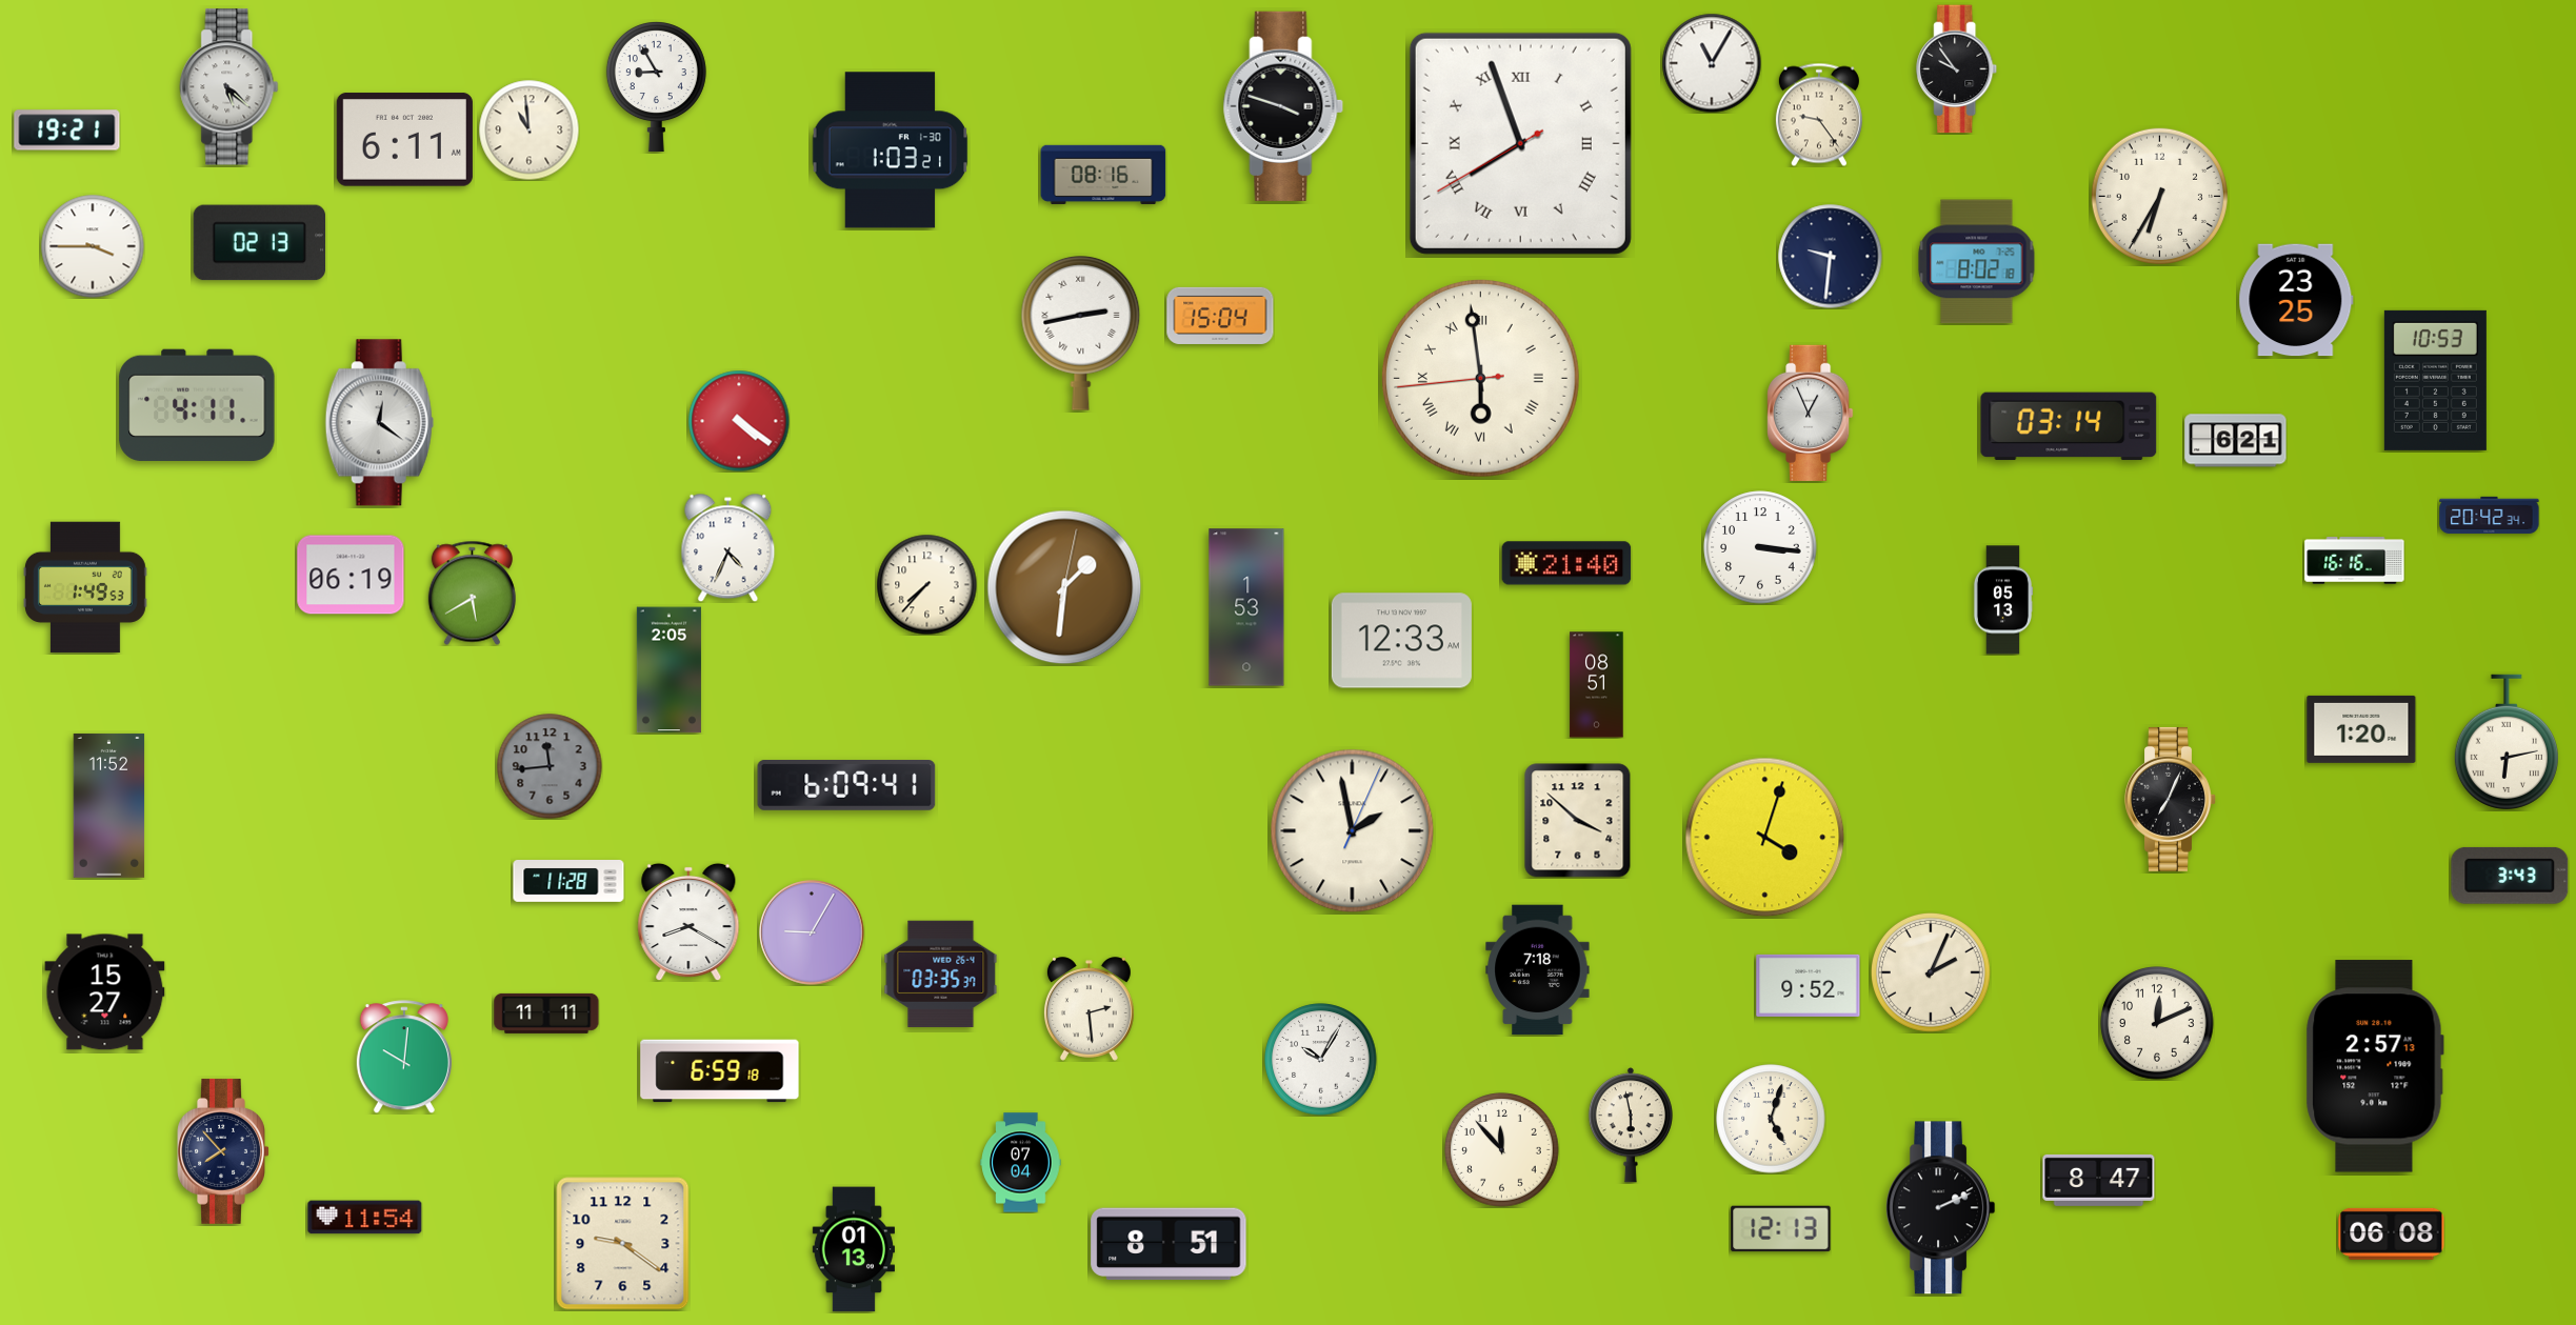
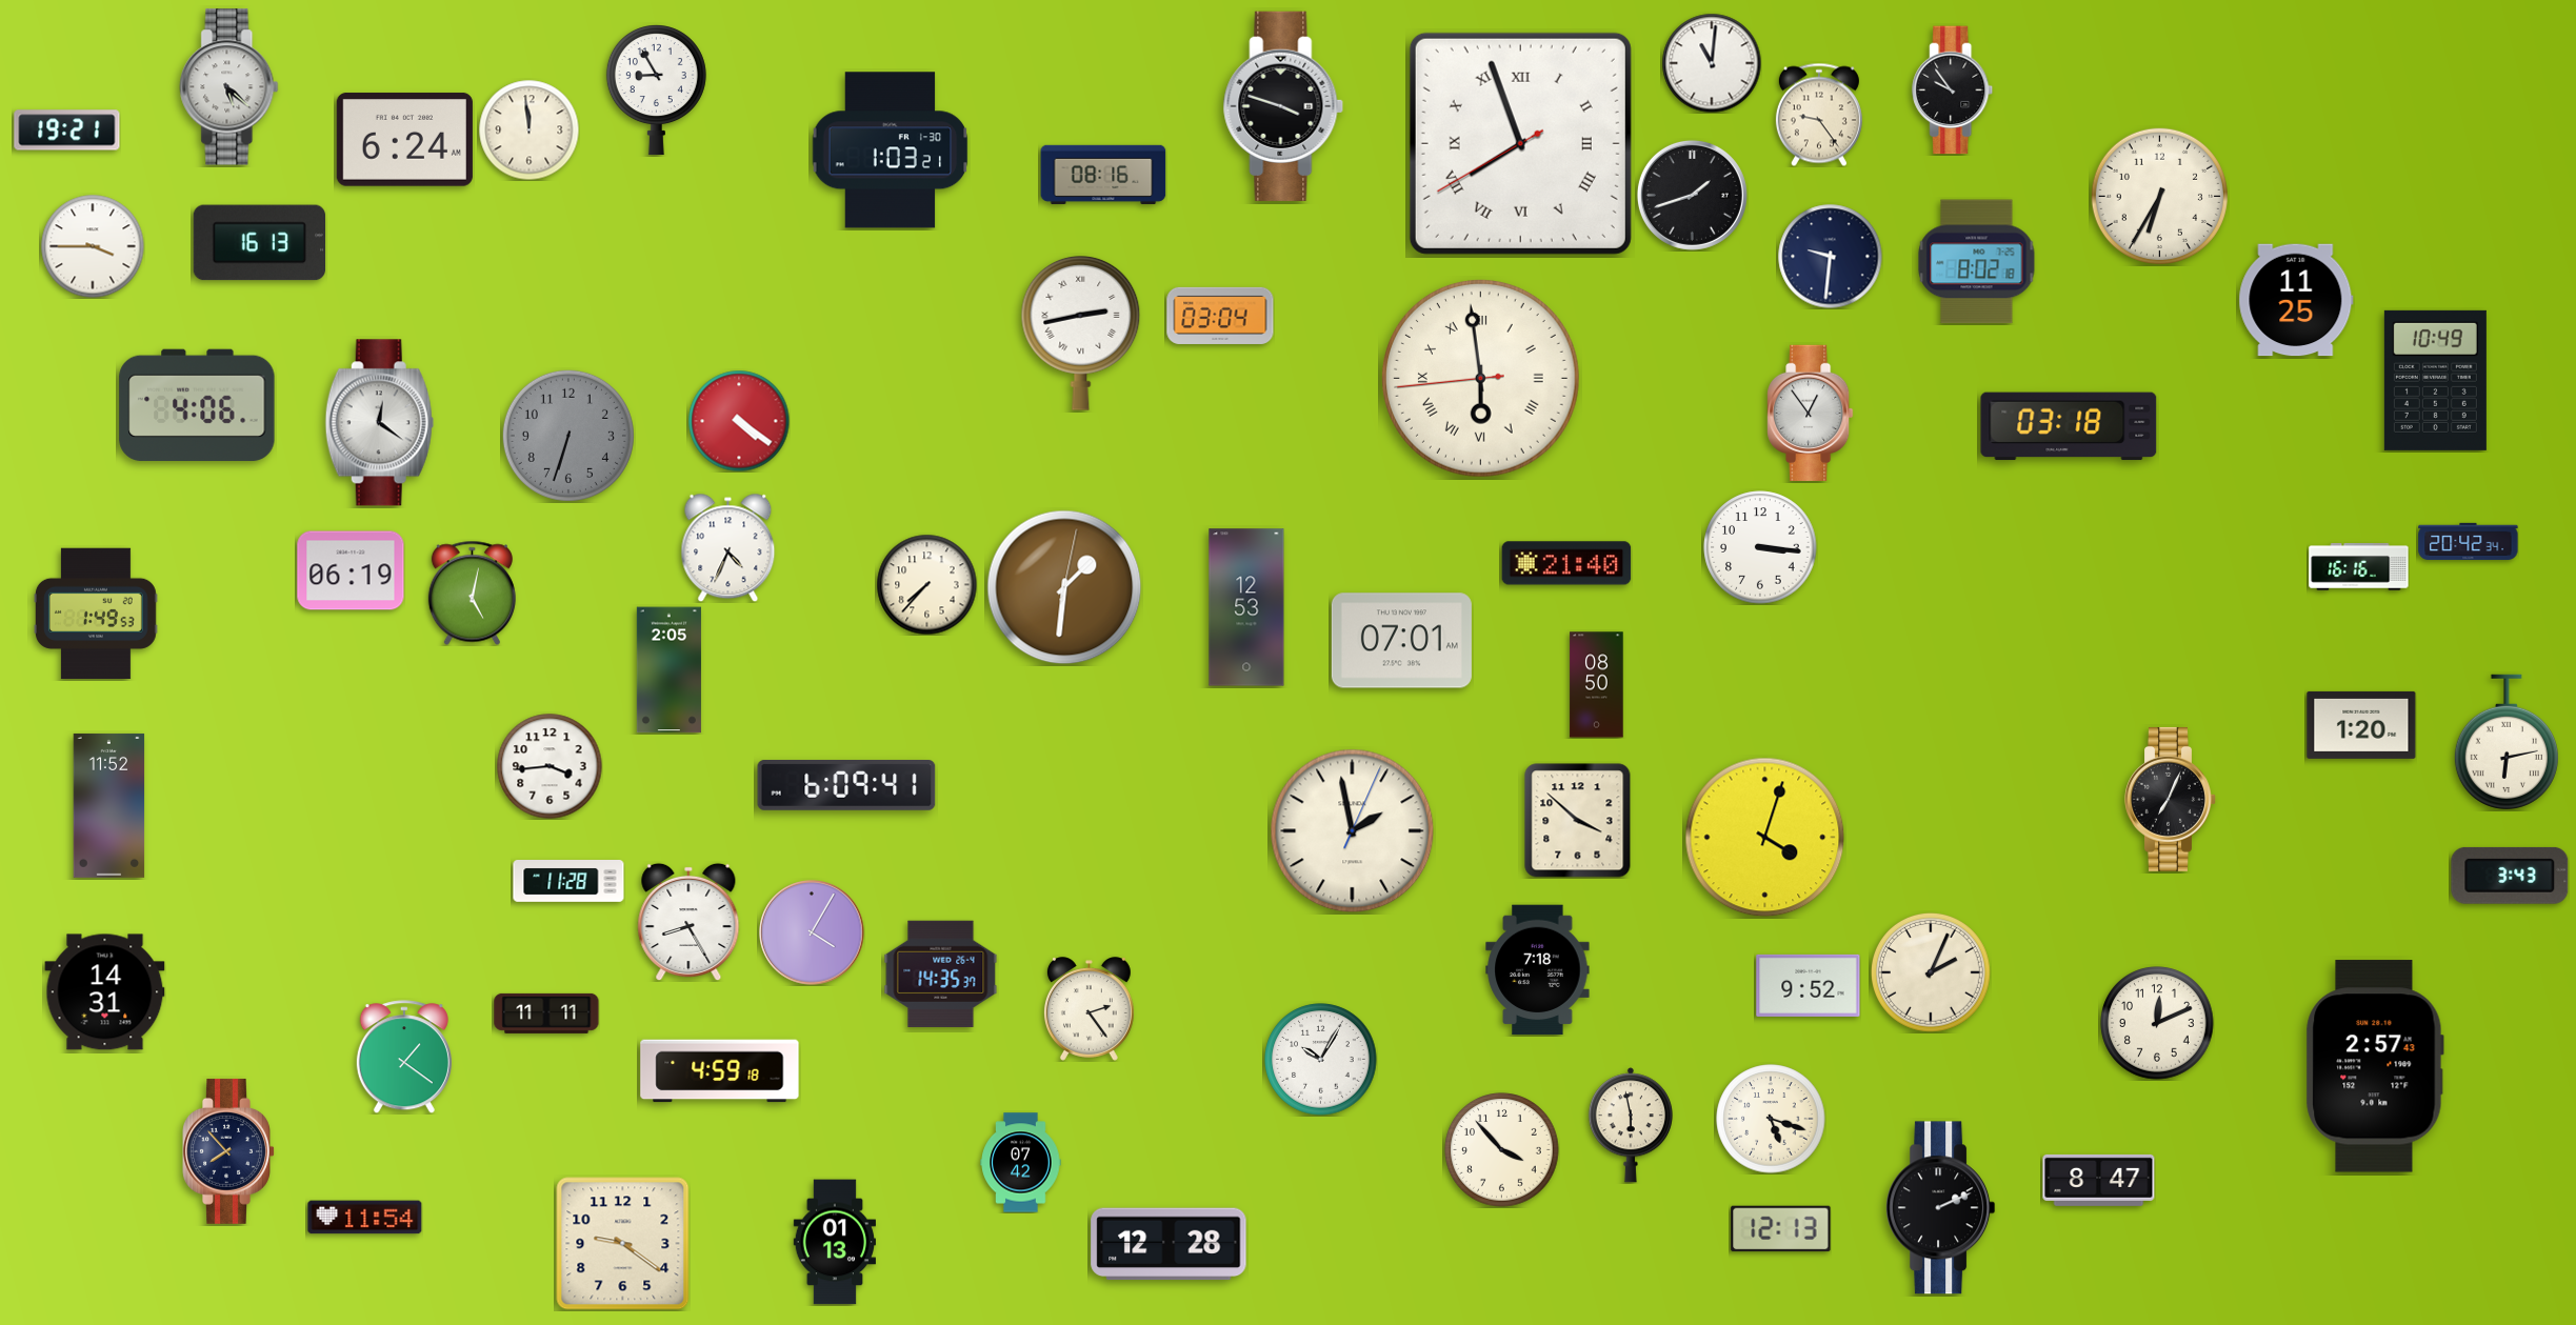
clock at (1712, 63): 11:05 -> 11:01
clock at (1957, 69) position: (1957, 69) -> (1953, 91)
clock at (656, 87) position: (656, 87) -> (656, 91)
clock at (528, 129): 10:59 -> 11:59
clock at (404, 140): 6:11 -> 6:24
clock at (1692, 195): none -> 1:42
clock at (259, 243): 02:13 -> 16:13
clock at (2296, 300): 23:25 -> 11:25
clock at (1220, 316): 15:04 -> 03:04
clock at (2435, 380): 10:53 -> 10:49
clock at (197, 404): 4:11 -> 4:06
clock at (1811, 413): 12:56 -> 12:54
clock at (2069, 426): 03:14 -> 03:18
clock at (568, 436): none -> 6:33
clock at (2236, 441): 6:21 -> none
clock at (2490, 515) position: (2490, 515) -> (2469, 541)
clock at (2355, 561) position: (2355, 561) -> (2359, 567)
clock at (351, 575) position: (351, 575) -> (351, 570)
clock at (85, 587) position: (85, 587) -> (96, 614)
clock at (472, 593): 5:40 -> 5:02
clock at (2003, 600): 05:13 -> none
clock at (1246, 607): 1:53 -> 12:53
clock at (1401, 641): 12:33 -> 07:01
clock at (1597, 685): 08:51 -> 08:50
clock at (2361, 729) position: (2361, 729) -> (2361, 725)
clock at (550, 766): 11:44 -> 3:44
clock at (550, 766) dial: grey -> white
clock at (688, 922): 8:20 -> 8:25
clock at (812, 932): 9:05 -> 4:05
clock at (941, 973): 03:35 -> 14:35
clock at (105, 992): 15:27 -> 14:31
clock at (1089, 1009): 2:29 -> 2:24
clock at (404, 1057): 10:01 -> 1:21
clock at (2375, 1066): 2:57:13 -> 2:57:43
clock at (720, 1071): 6:59 -> 4:59
clock at (1771, 1119): 5:03 -> 5:18
clock at (1502, 1150): 11:53 -> 3:53
clock at (223, 1151) position: (223, 1151) -> (228, 1151)
clock at (1021, 1163): 07:04 -> 07:42
clock at (2392, 1233): 06:08 -> none
clock at (1169, 1244): 8:51 -> 12:28
clock at (853, 1249) position: (853, 1249) -> (834, 1242)
